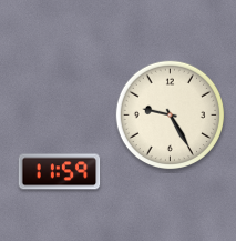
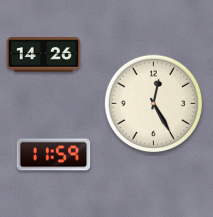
clock at (44, 55): none -> 14:26
clock at (171, 116): 9:25 -> 12:25
